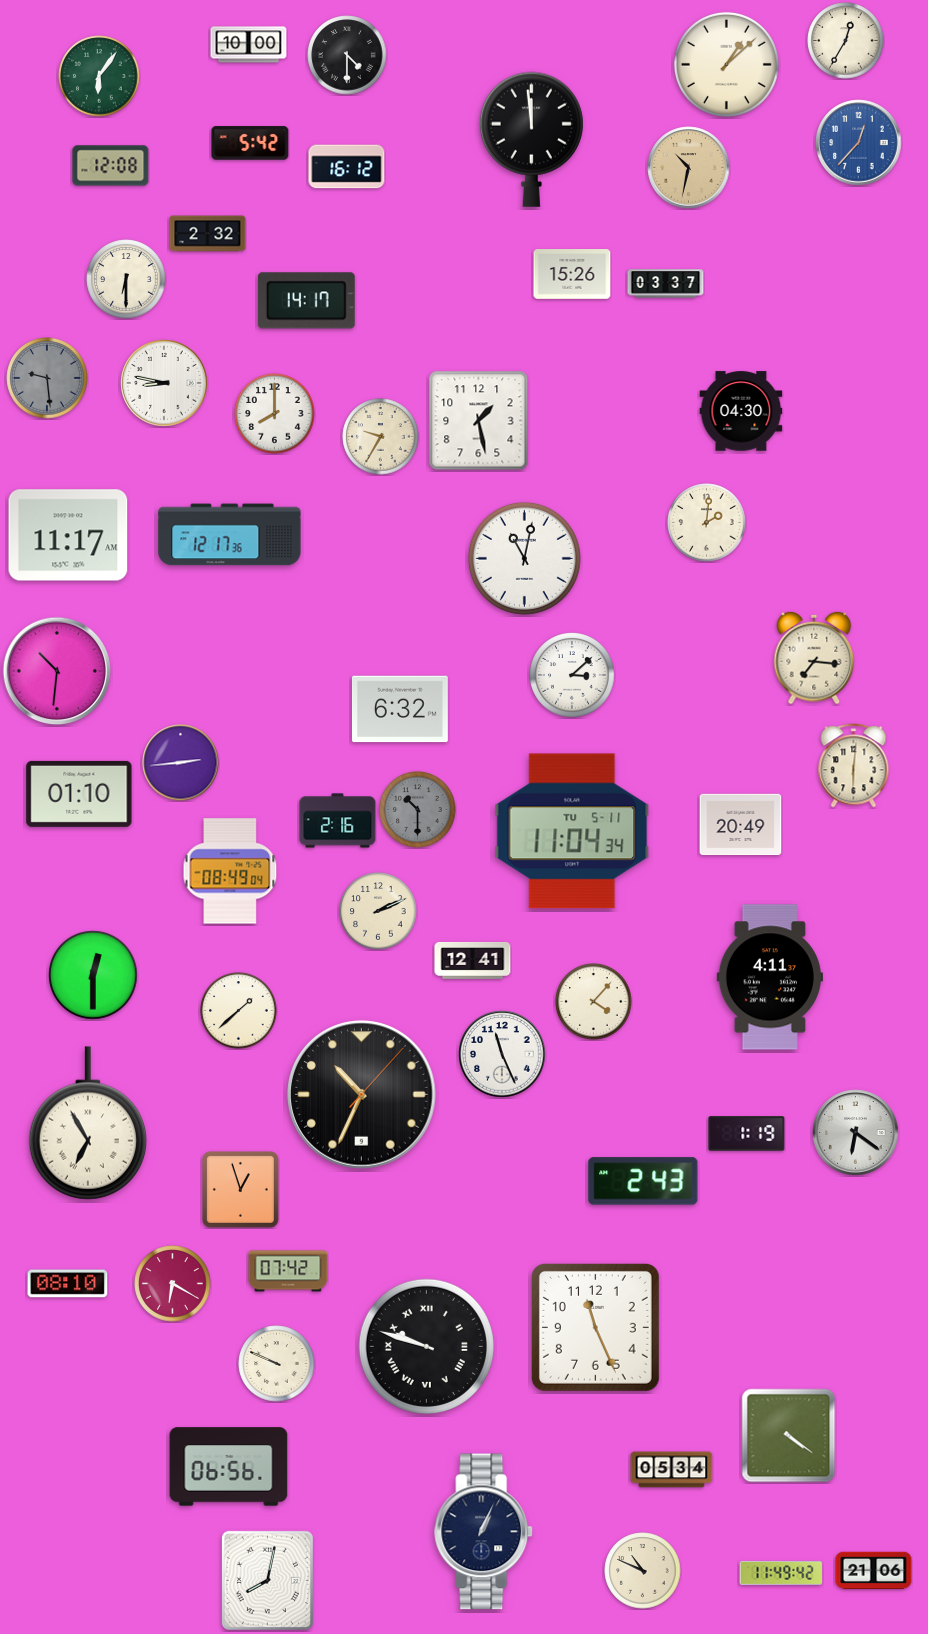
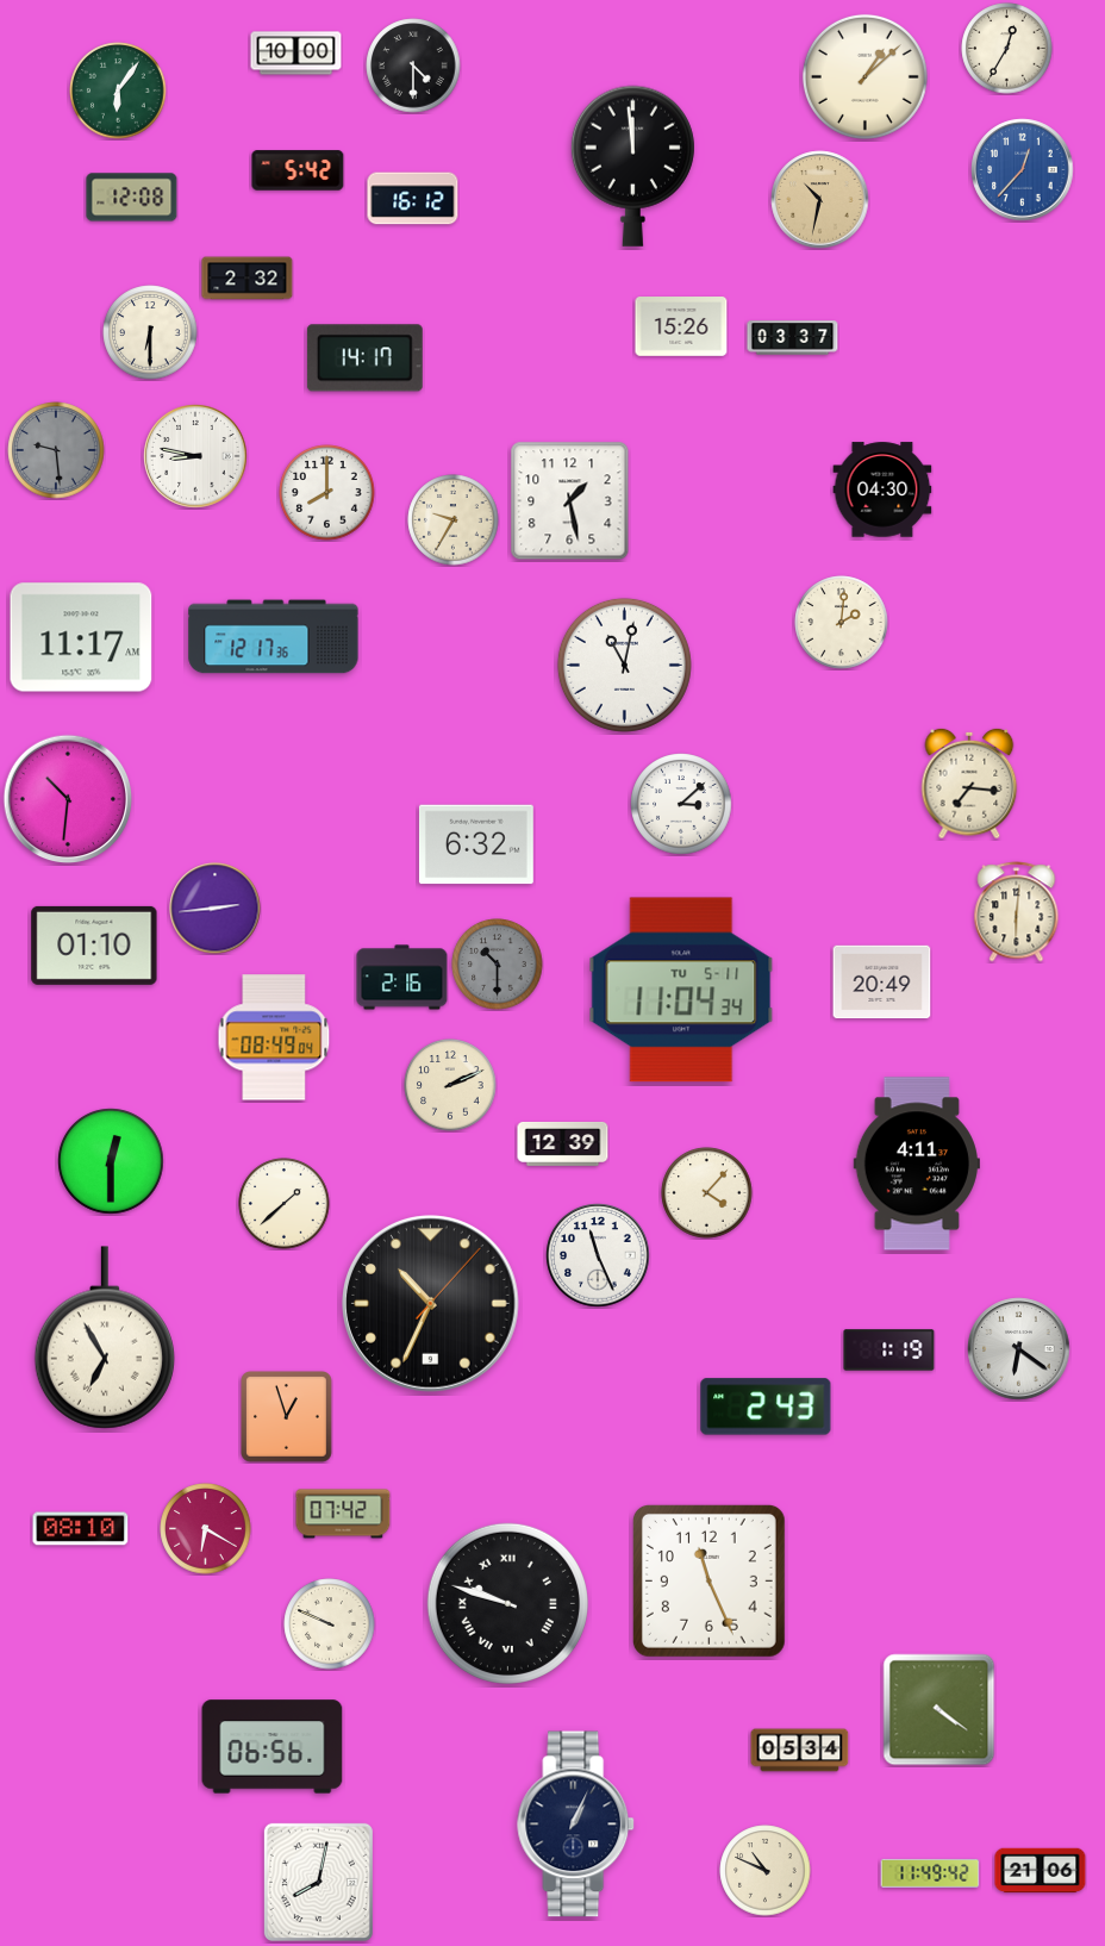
clock at (473, 960): 12:41 -> 12:39
